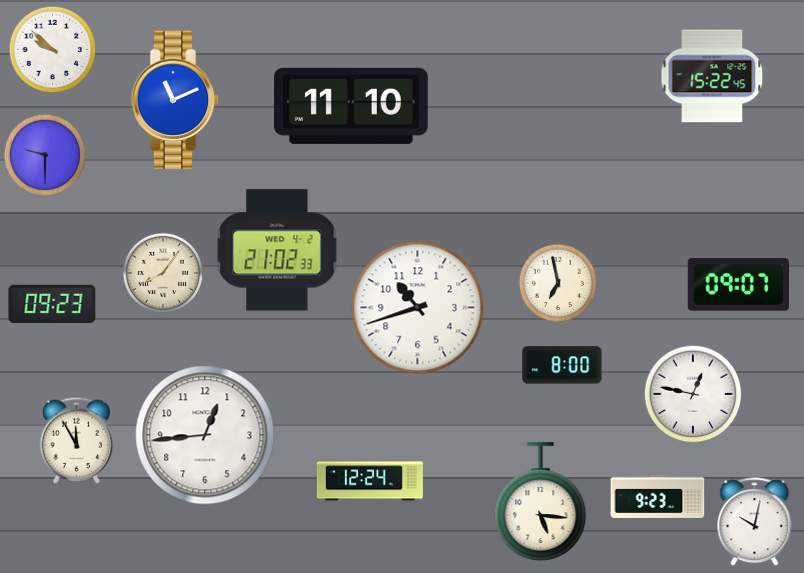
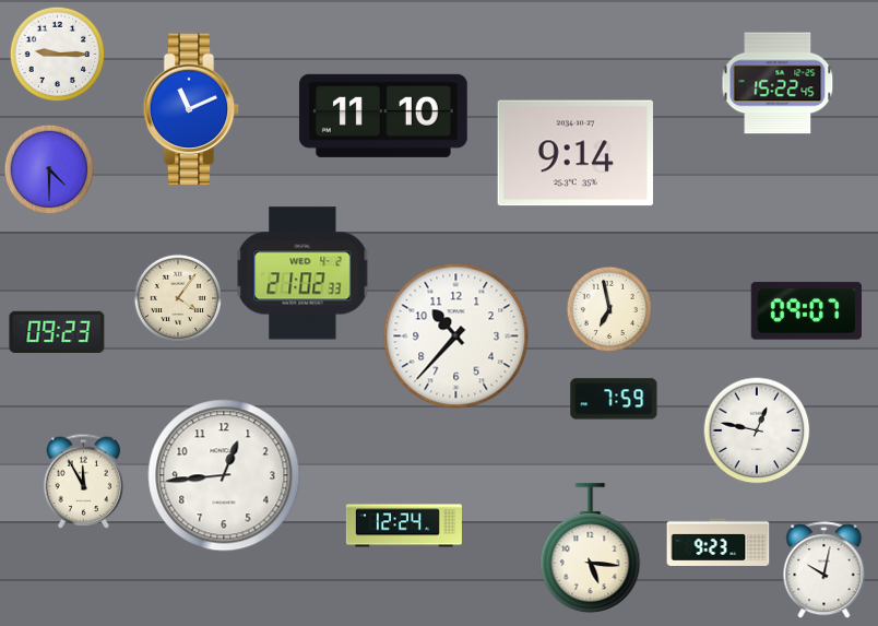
clock at (52, 49): 9:52 -> 9:15
clock at (576, 153): none -> 9:14
clock at (45, 155): 9:30 -> 4:30
clock at (162, 272): 8:06 -> 4:06
clock at (418, 308): 10:42 -> 10:37
clock at (562, 365): 8:00 -> 7:59
